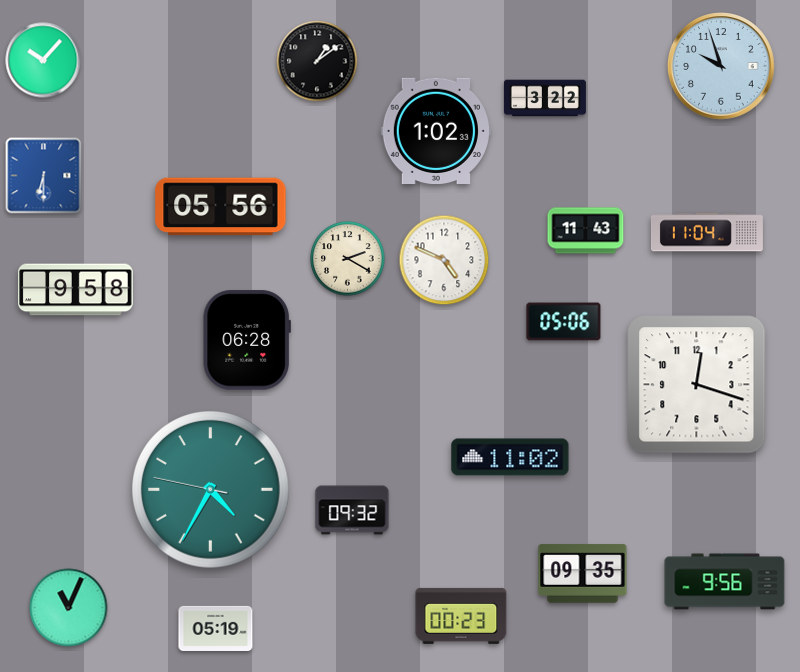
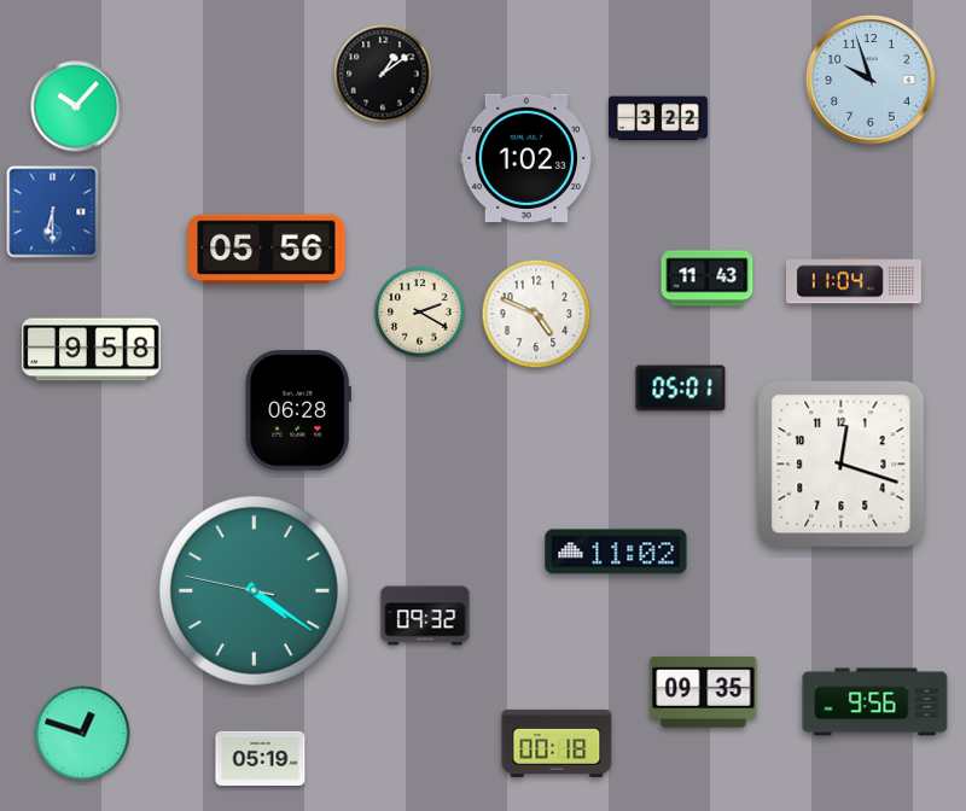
clock at (43, 60) position: (43, 60) -> (76, 106)
clock at (564, 322): 05:06 -> 05:01
clock at (211, 490): 4:34 -> 4:20
clock at (69, 608): 11:04 -> 12:48
clock at (461, 616): 00:23 -> 00:18
